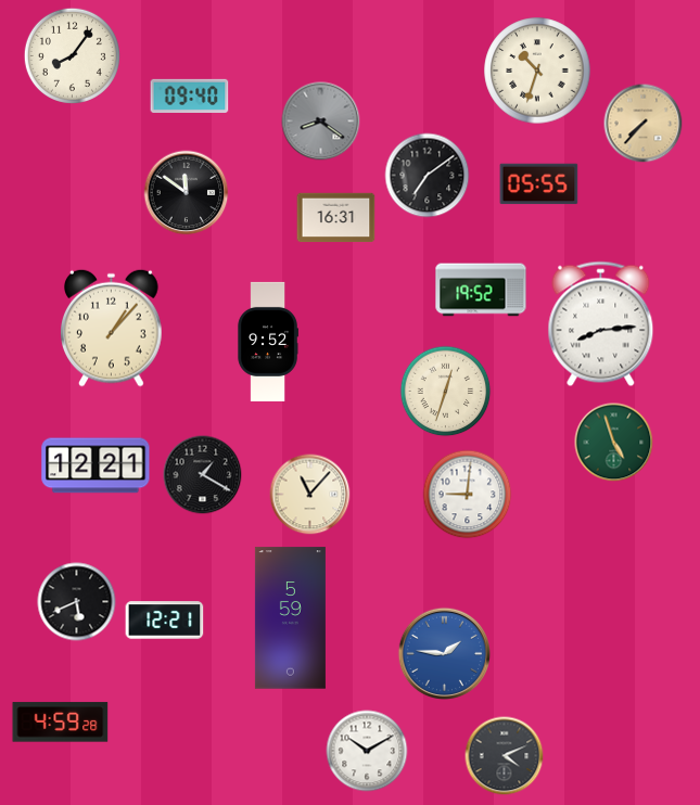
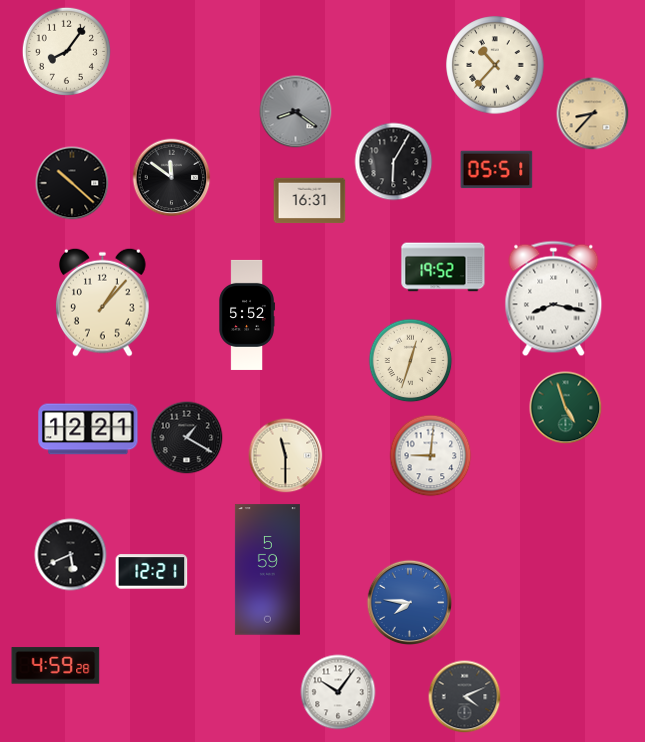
clock at (537, 71): 10:33 -> 10:37
clock at (190, 95): 09:40 -> none
clock at (644, 124): 7:37 -> 8:37
clock at (428, 176): 7:09 -> 6:05
clock at (539, 184): 05:55 -> 05:51
clock at (72, 183): none -> 10:22
clock at (601, 324): 8:14 -> 8:17
clock at (268, 342): 9:52 -> 5:52
clock at (310, 495): 11:07 -> 11:30
clock at (444, 653): 1:46 -> 7:46
clock at (367, 751): 10:10 -> 10:06
